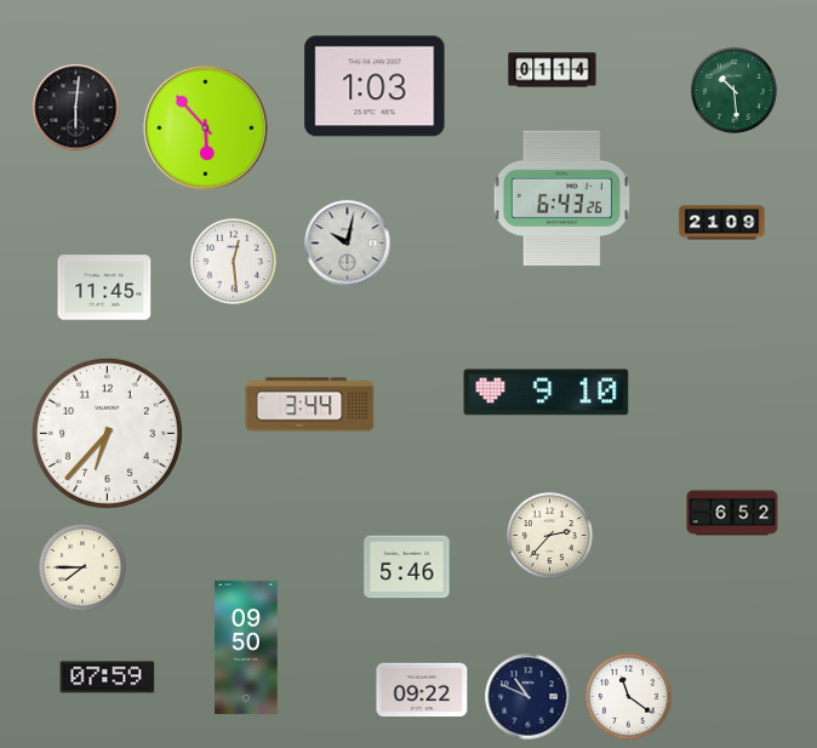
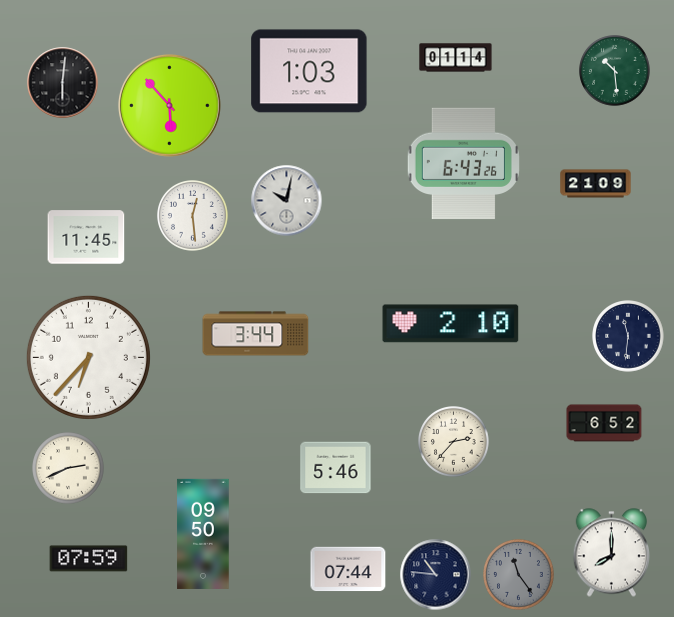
clock at (735, 91) position: (735, 91) -> (615, 71)
clock at (76, 108) position: (76, 108) -> (63, 83)
clock at (547, 393): 9:10 -> 2:10
clock at (628, 336): none -> 11:31
clock at (82, 567): 7:45 -> 2:41
clock at (611, 553): none -> 8:00
clock at (422, 690): 09:22 -> 07:44
clock at (529, 697): 10:49 -> 10:46
clock at (629, 697): 11:21 -> 11:24
clock at (629, 697) dial: white -> grey
